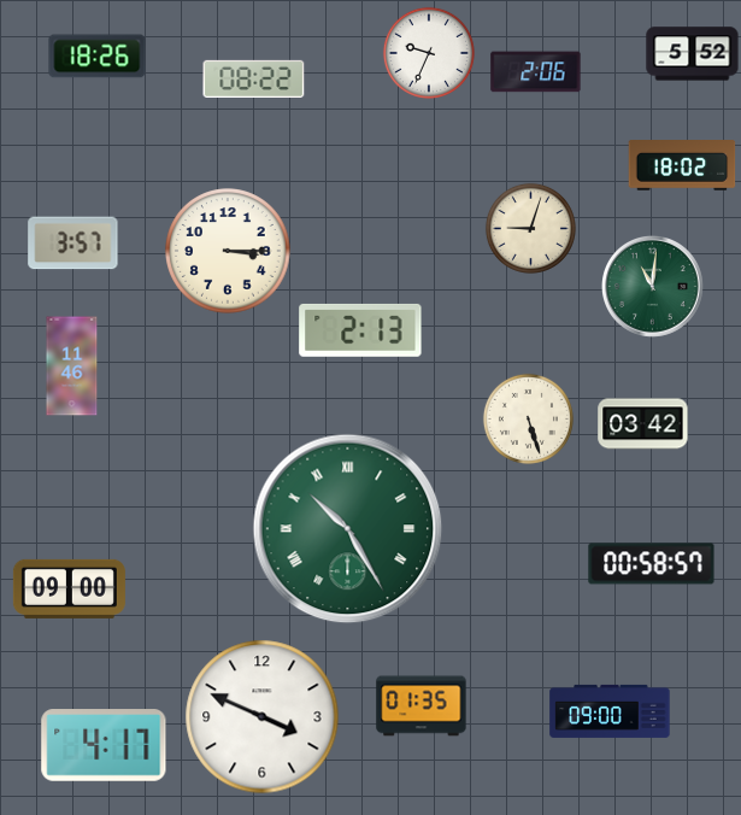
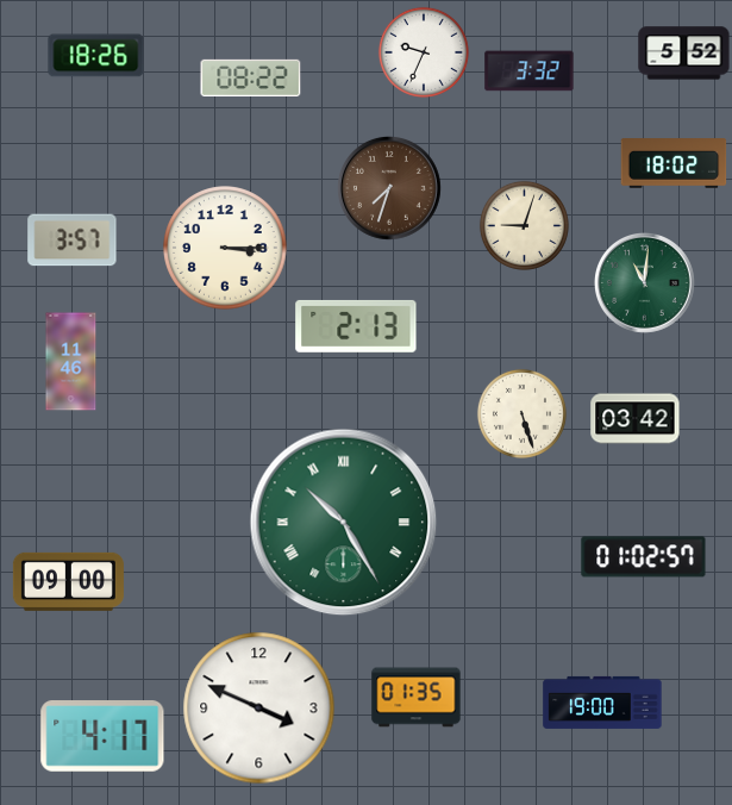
clock at (536, 72): 2:06 -> 3:32
clock at (389, 188): none -> 7:33
clock at (652, 564): 00:58 -> 01:02
clock at (610, 711): 09:00 -> 19:00
